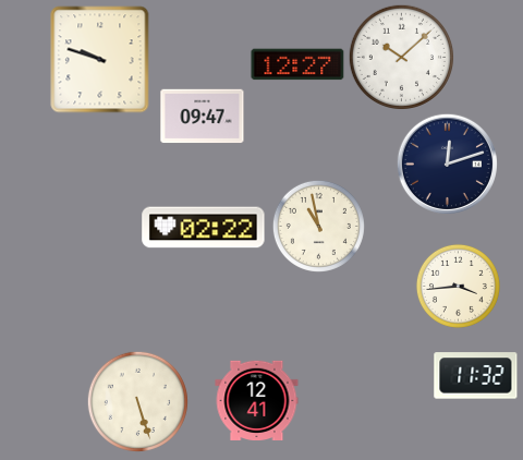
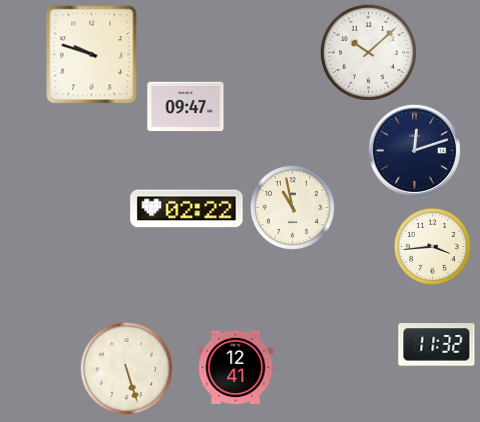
clock at (297, 64): 12:27 -> none
clock at (447, 164) position: (447, 164) -> (414, 150)
clock at (458, 286) position: (458, 286) -> (432, 246)
